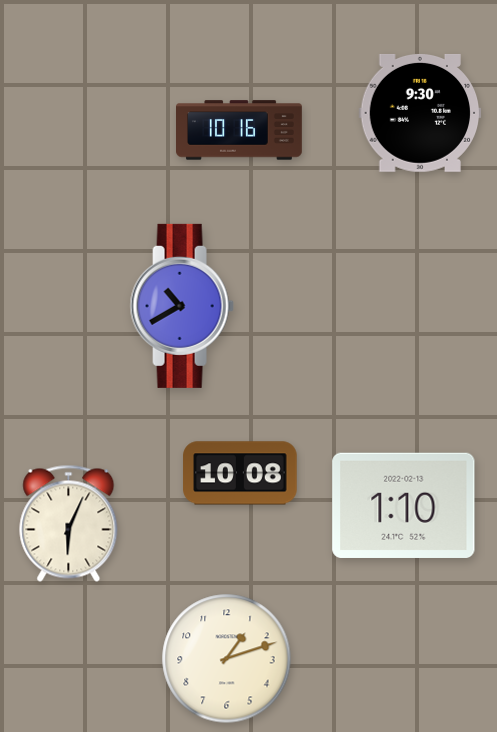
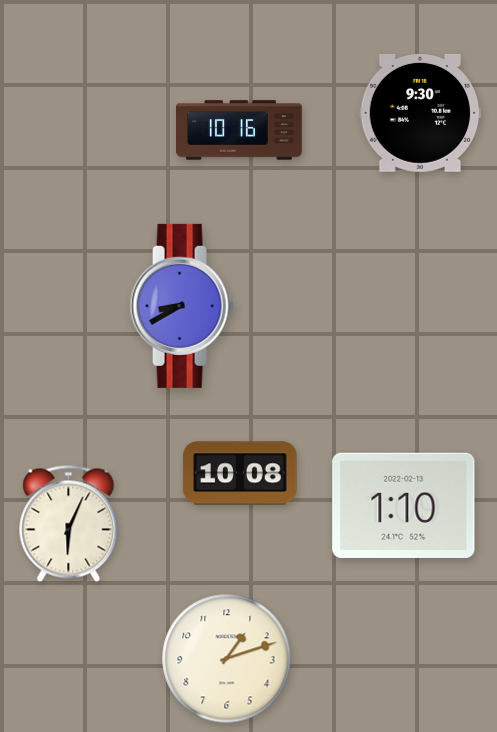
clock at (182, 306): 10:40 -> 8:40
